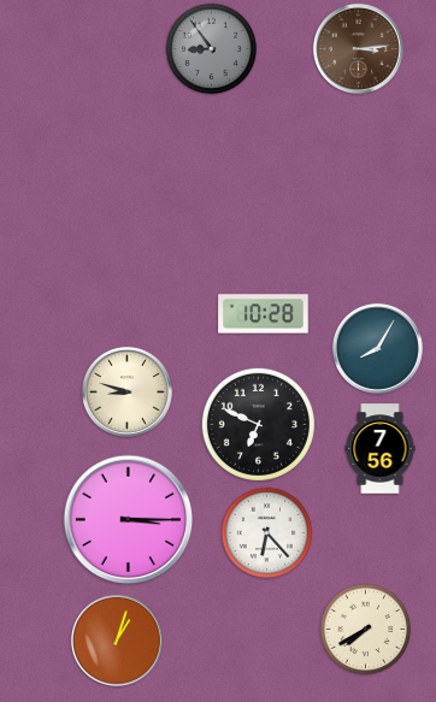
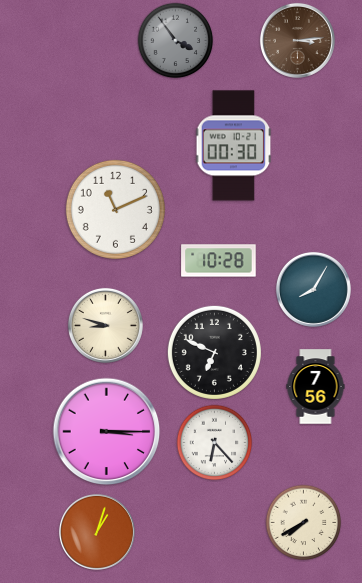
clock at (212, 49): 8:54 -> 3:54
clock at (234, 146): none -> 00:30
clock at (115, 209): none -> 11:11
clock at (381, 449) position: (381, 449) -> (316, 387)
clock at (267, 533) position: (267, 533) -> (215, 443)
